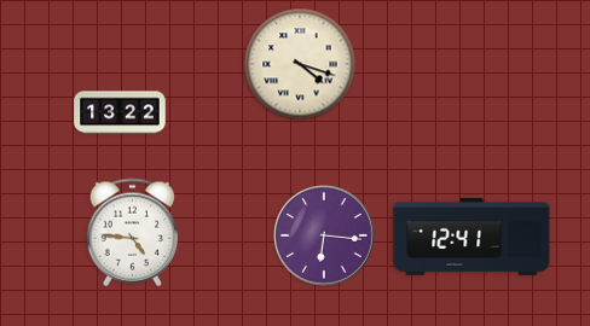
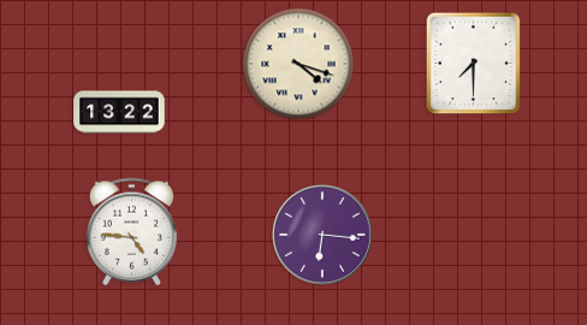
clock at (474, 64): none -> 7:30
clock at (472, 237): 12:41 -> none
